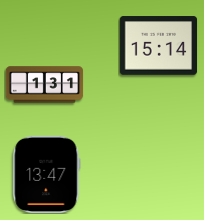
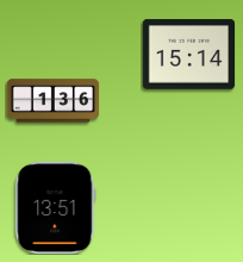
clock at (44, 85): 1:31 -> 1:36
clock at (47, 174): 13:47 -> 13:51
